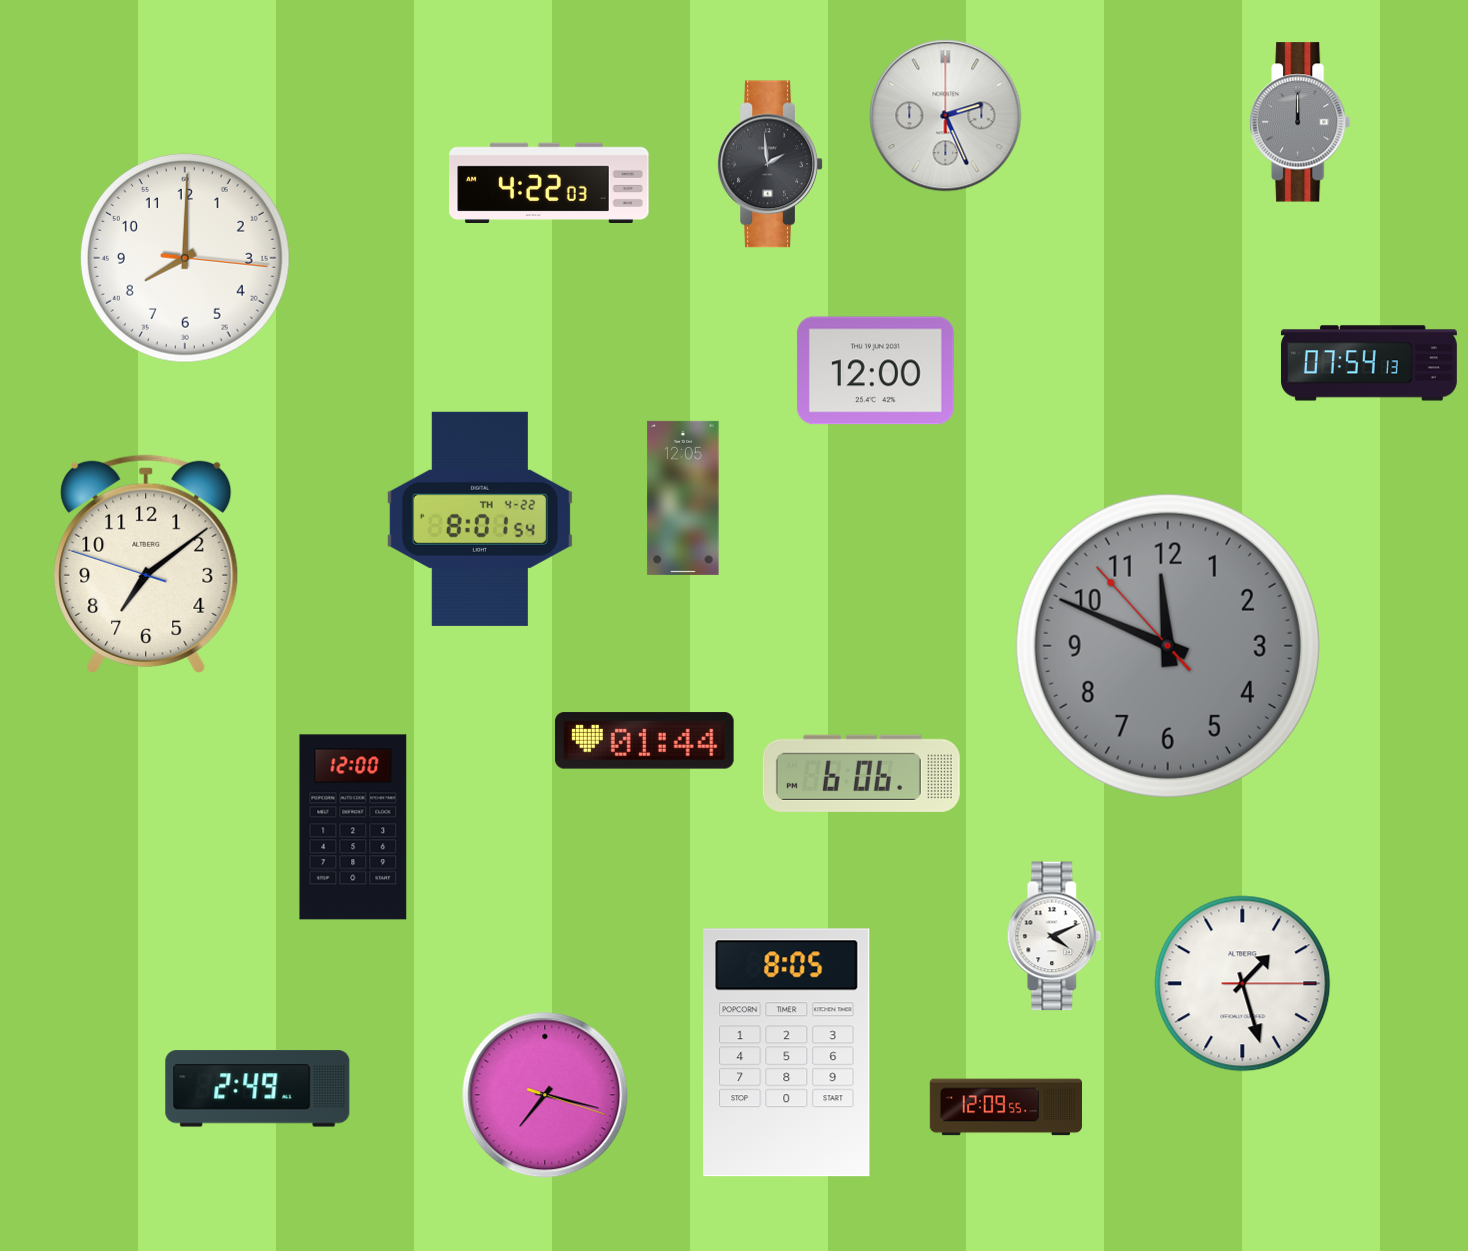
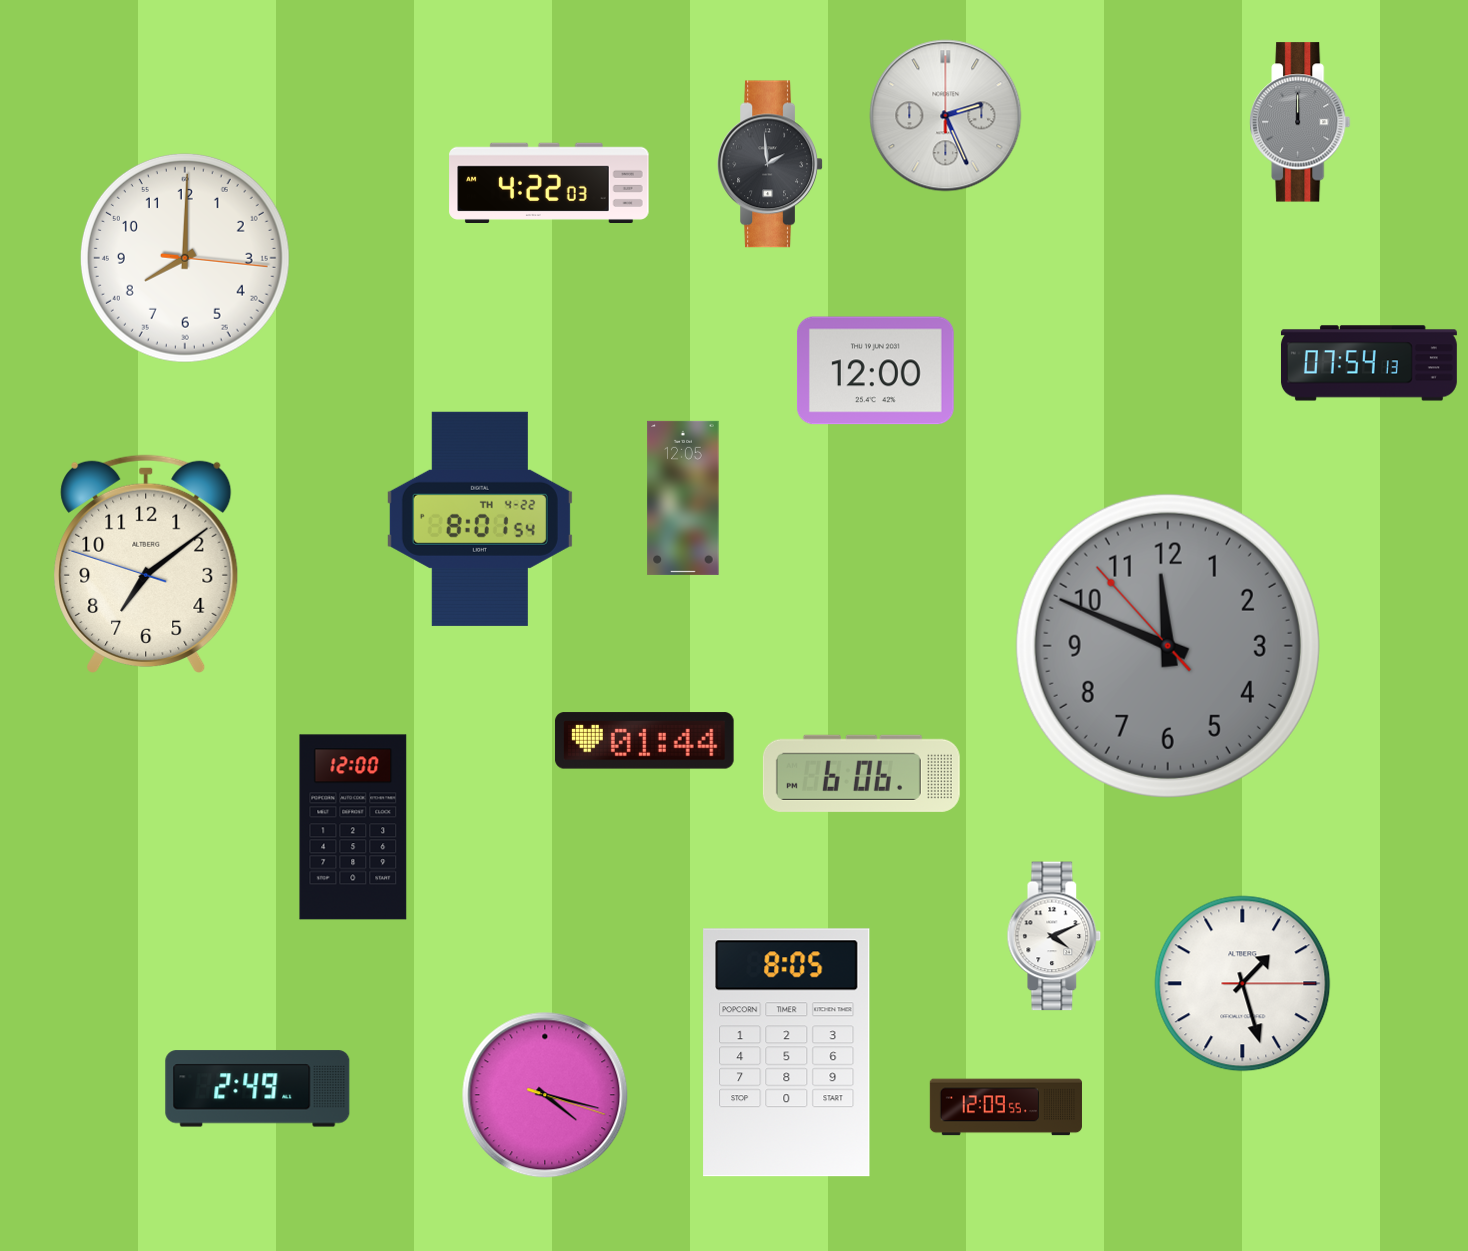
clock at (545, 1095): 7:17 -> 4:17
